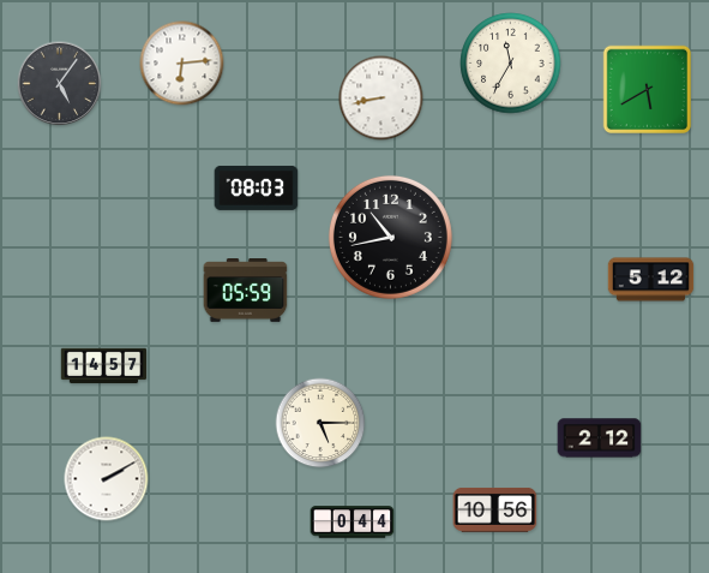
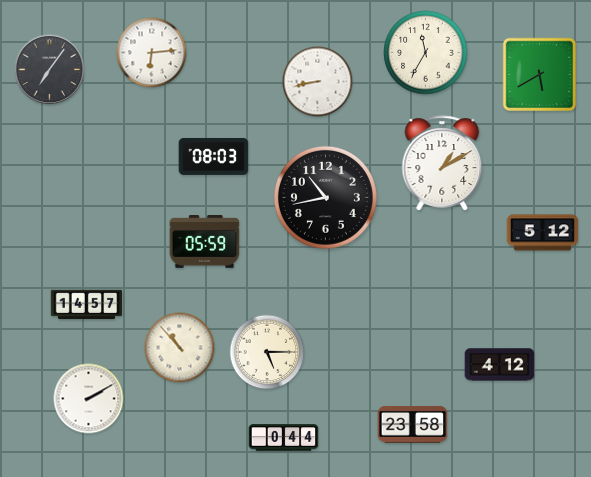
clock at (60, 84): 5:06 -> 7:06
clock at (442, 163): none -> 1:10
clock at (180, 348): none -> 10:53
clock at (600, 438): 2:12 -> 4:12
clock at (495, 509): 10:56 -> 23:58
clock at (353, 523) position: (353, 523) -> (284, 438)
